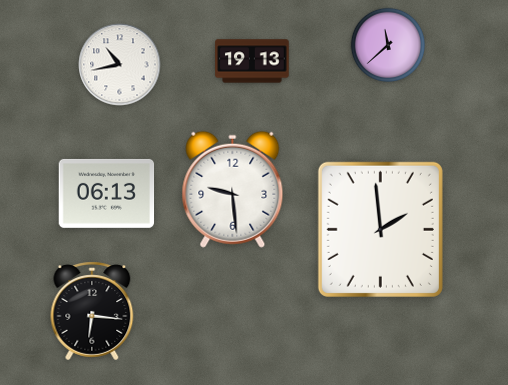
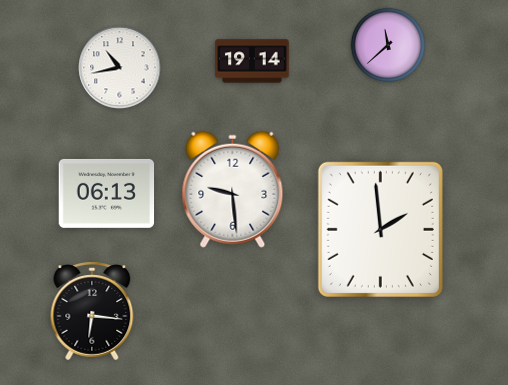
clock at (252, 61): 19:13 -> 19:14
clock at (120, 65) position: (120, 65) -> (120, 68)
